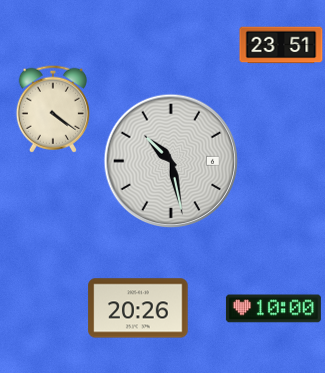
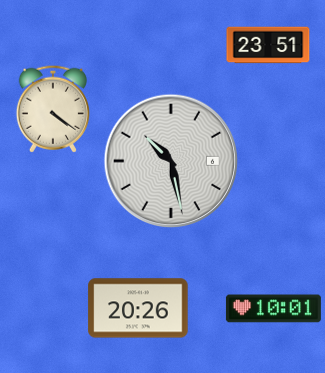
clock at (281, 45) position: (281, 45) -> (268, 45)
clock at (273, 309): 10:00 -> 10:01
